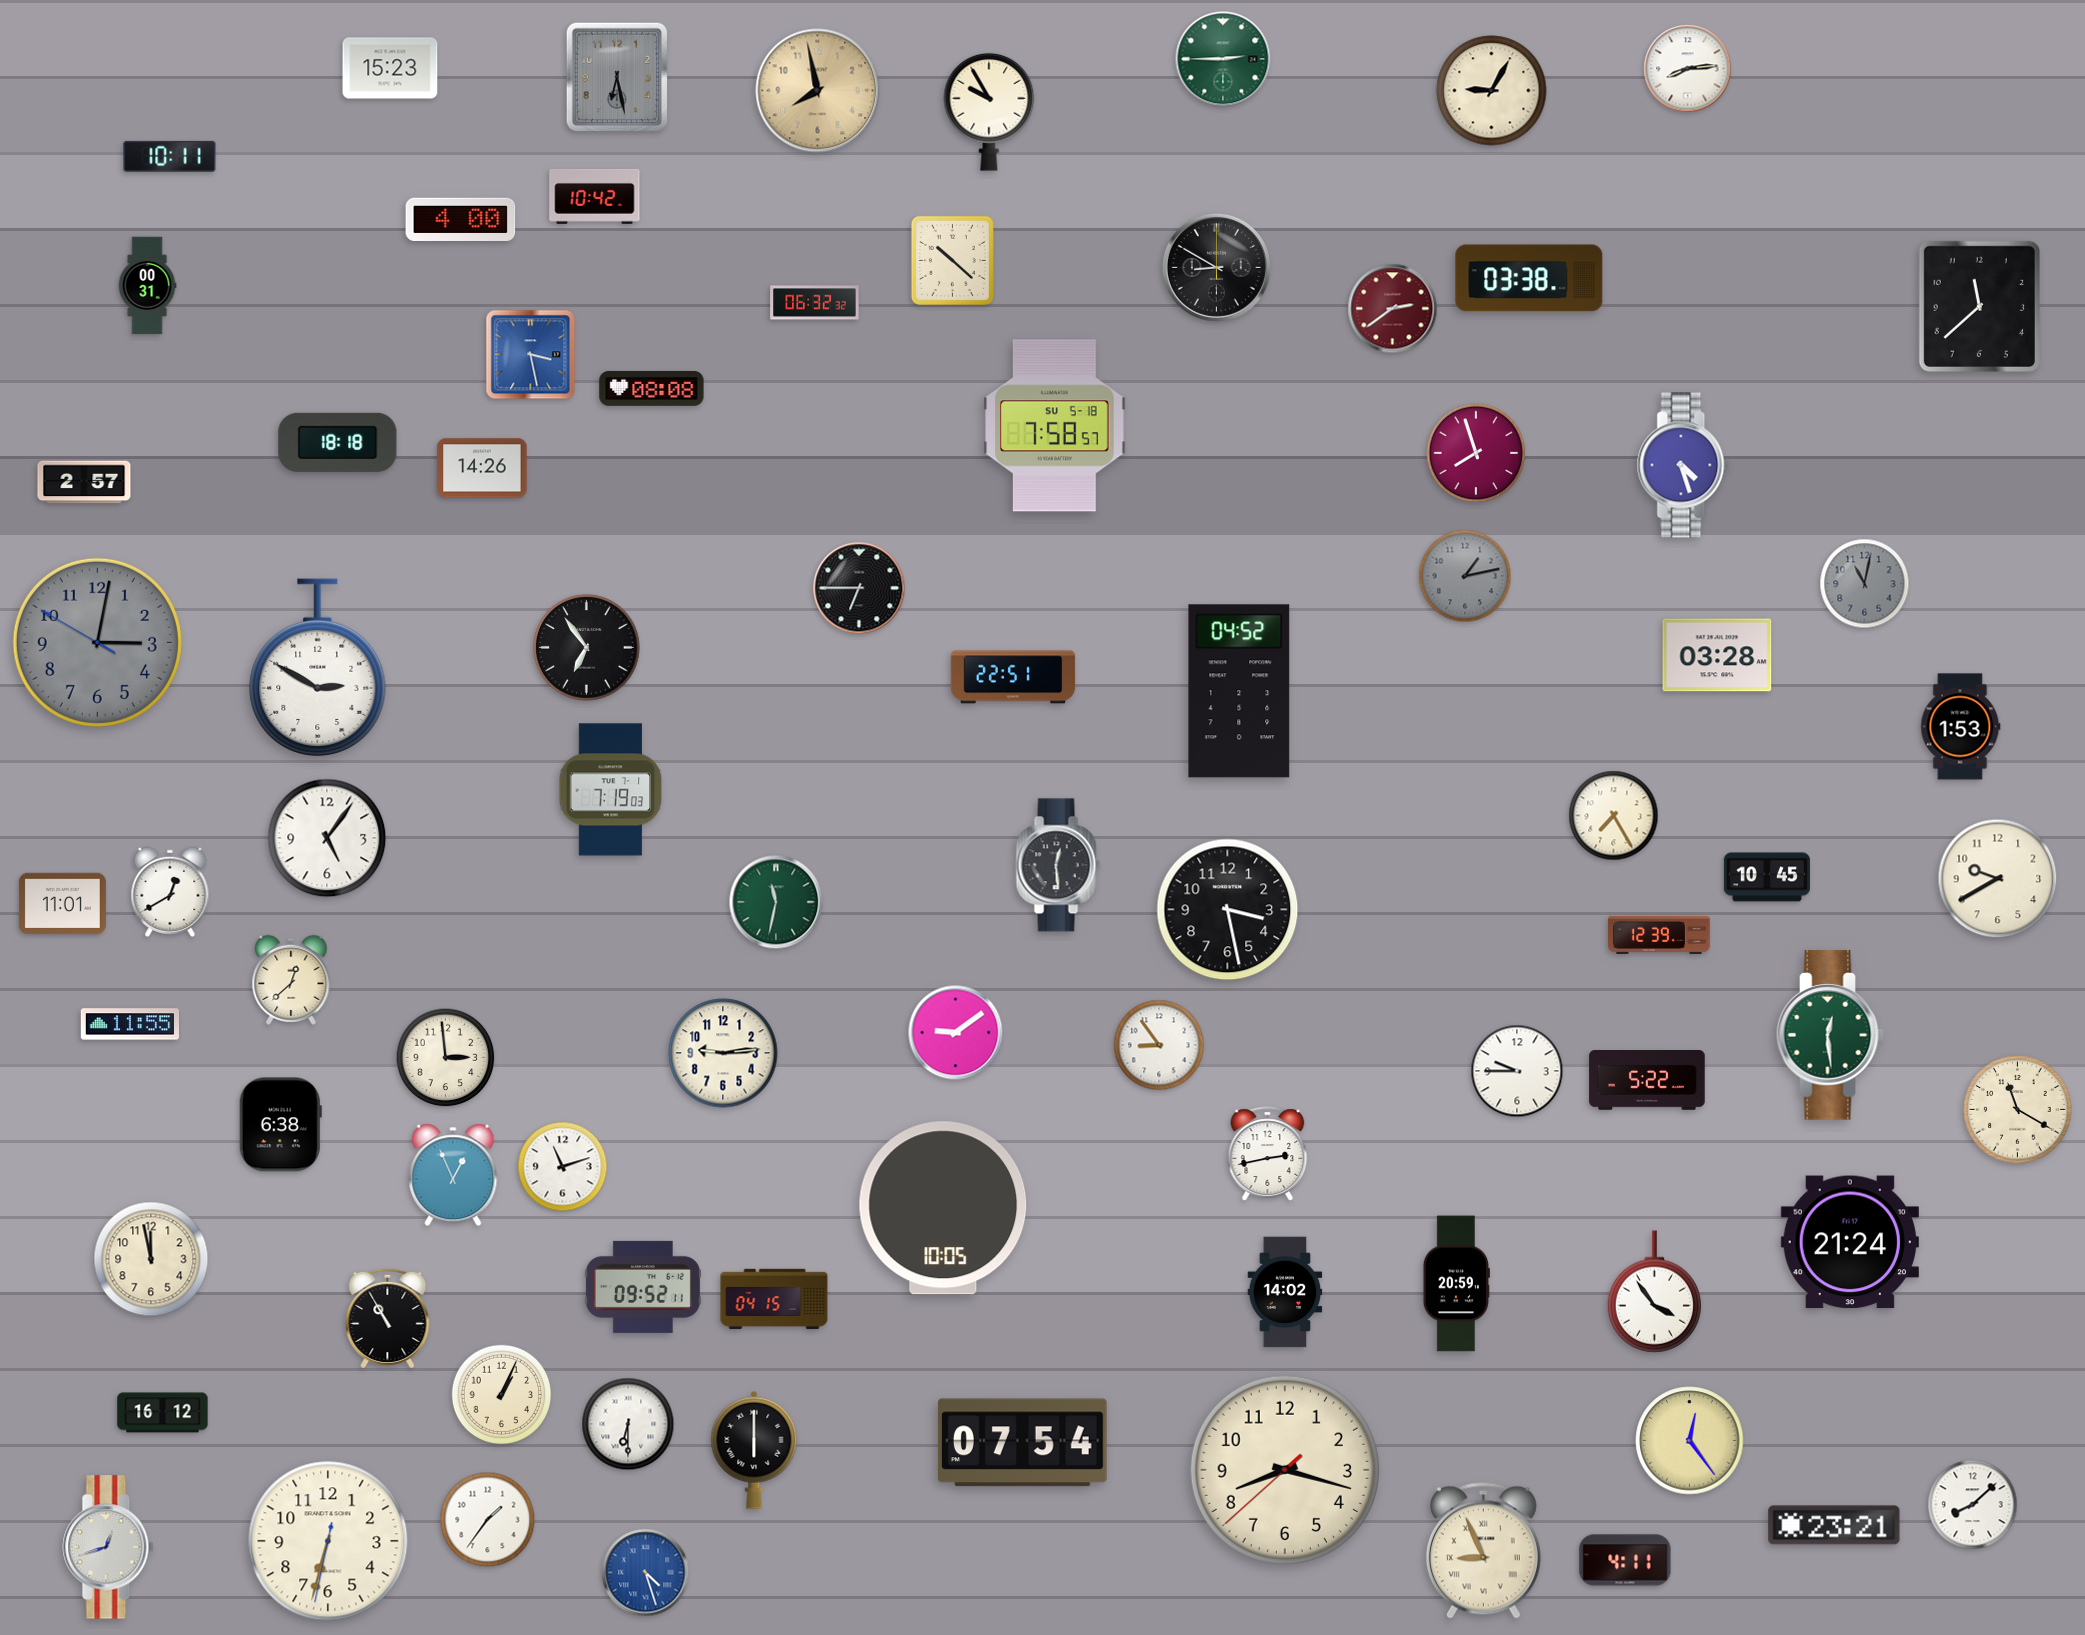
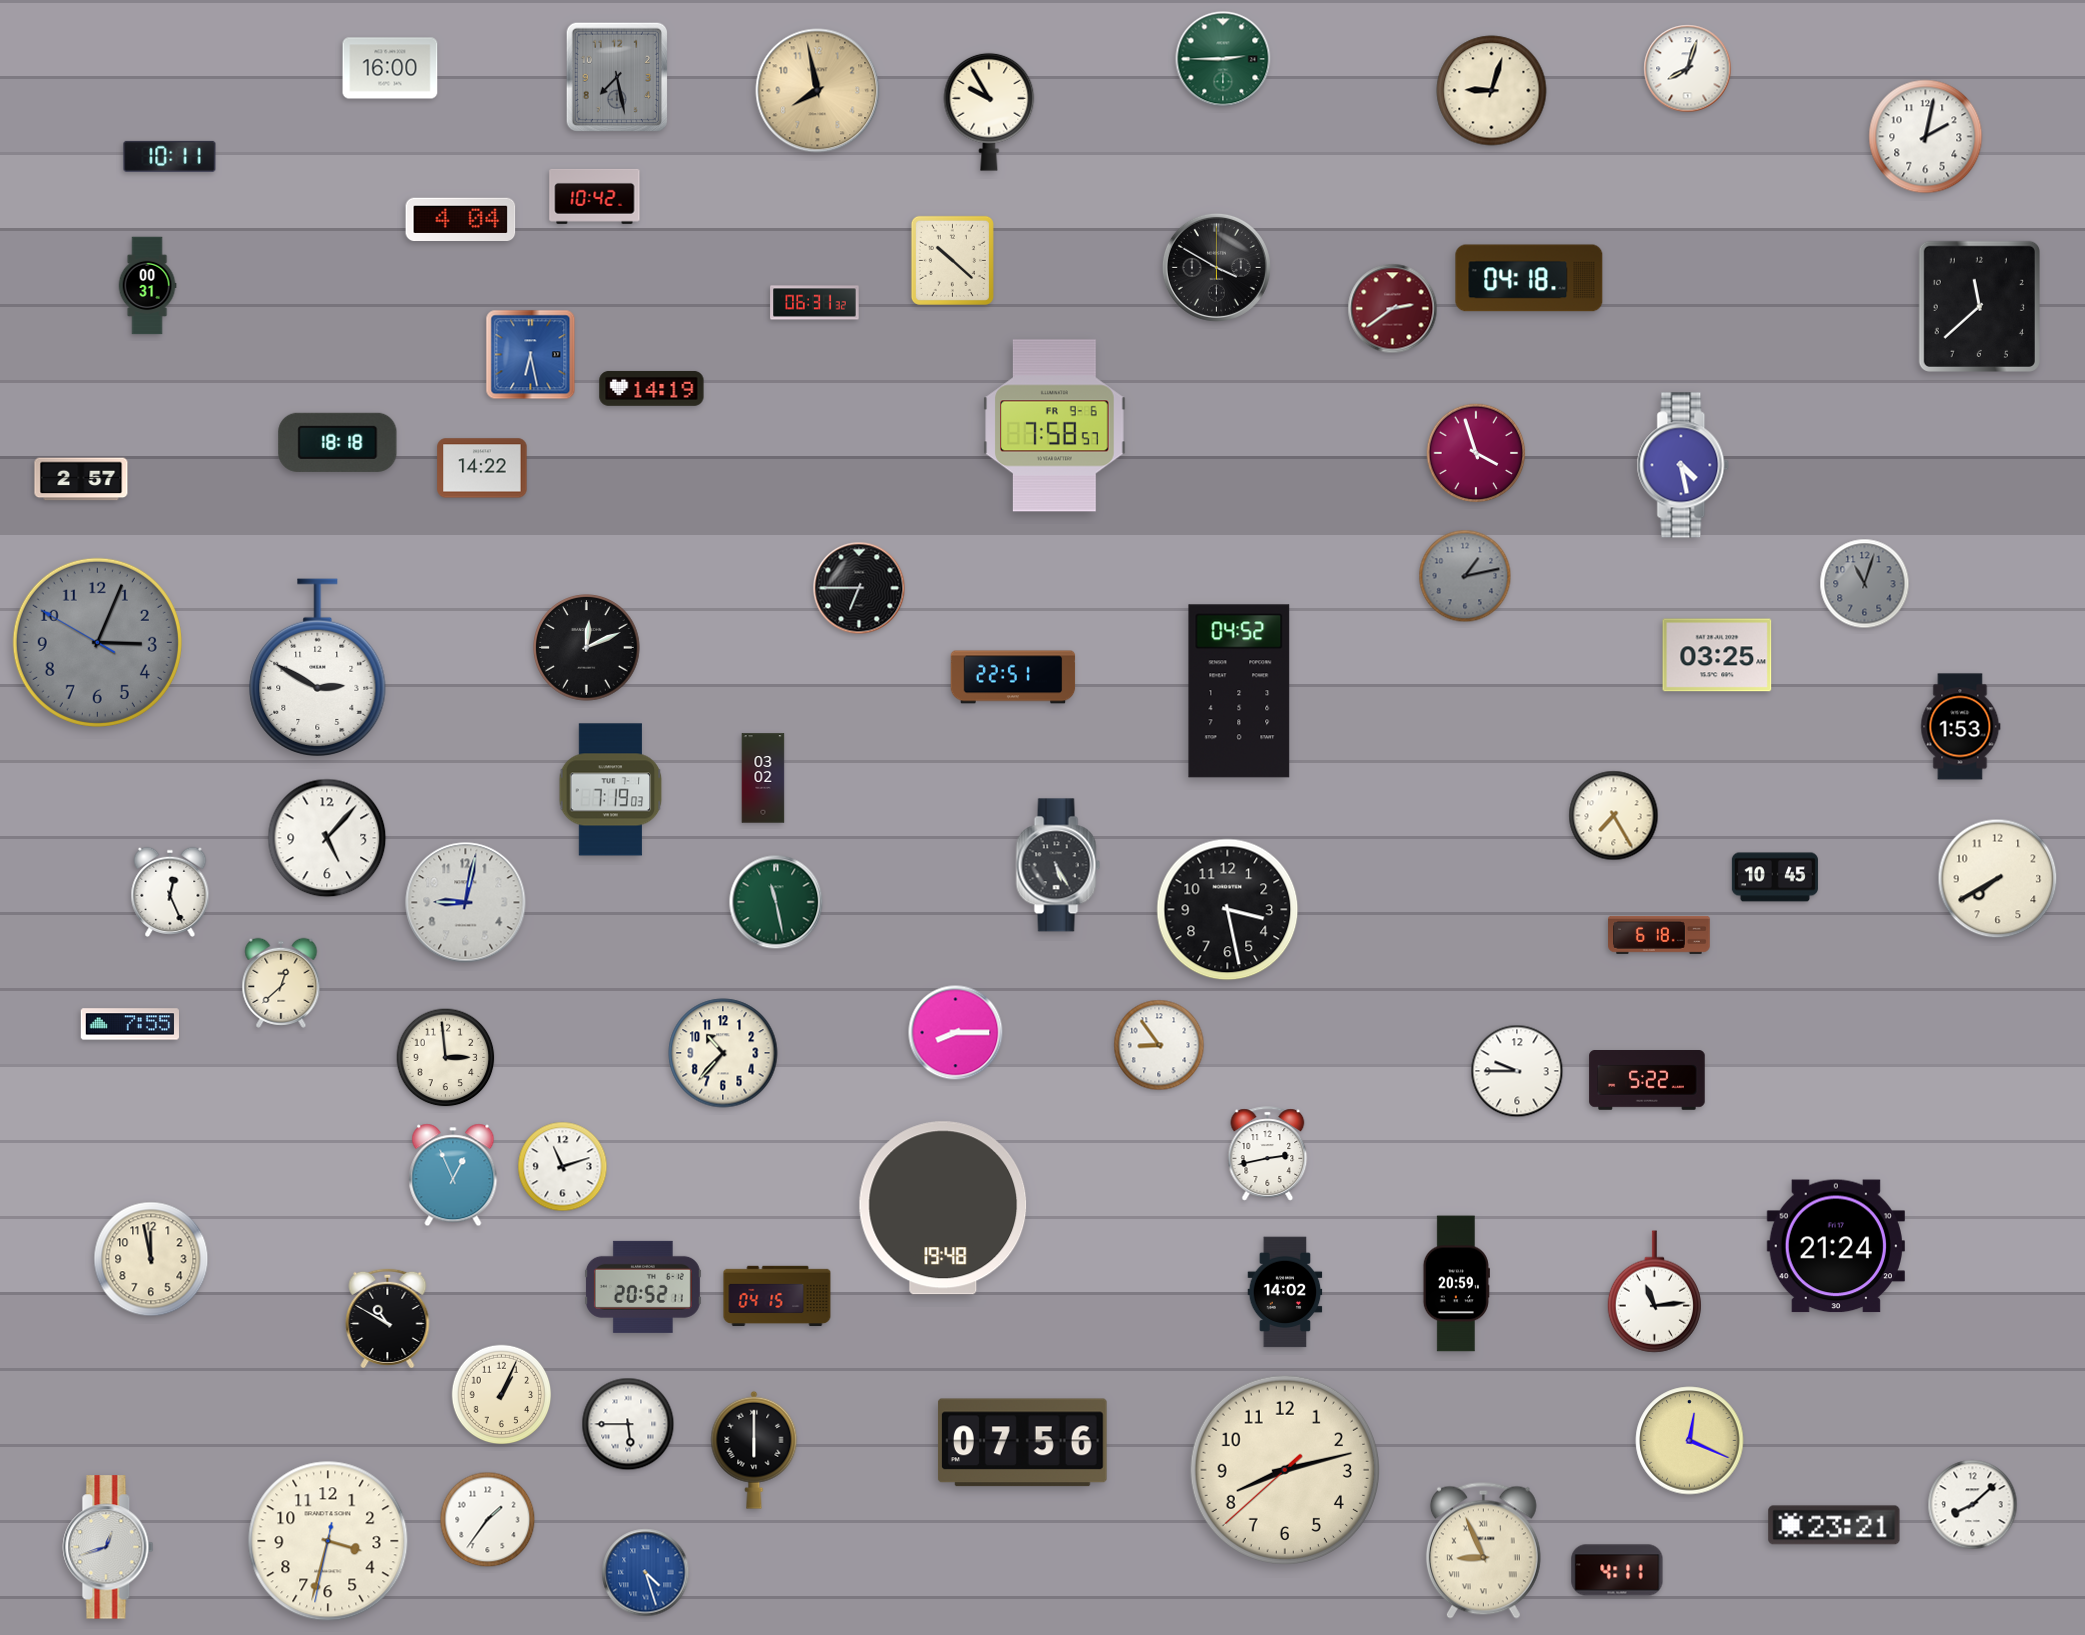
clock at (390, 68): 15:23 -> 16:00
clock at (1688, 69): 8:14 -> 8:03
clock at (616, 77): 6:28 -> 7:28
clock at (1492, 91): 9:05 -> 9:03
clock at (1926, 137): none -> 2:02
clock at (461, 219): 4:00 -> 4:04
clock at (1216, 267): 8:50 -> 3:50
clock at (1529, 278): 03:38 -> 04:18
clock at (815, 303): 06:32 -> 06:31
clock at (531, 355): 3:28 -> 6:28
clock at (652, 389): 08:08 -> 14:19
clock at (1055, 426) date: SU 5-18 -> FR 9-6
clock at (1476, 453): 7:57 -> 3:57
clock at (1683, 465): 4:27 -> 4:28
clock at (482, 468): 14:26 -> 14:22
clock at (84, 482) position: (84, 482) -> (81, 479)
clock at (1865, 584): 11:02 -> 11:03
clock at (97, 642): 3:01 -> 3:03
clock at (587, 648): 6:54 -> 12:11
clock at (1717, 655): 03:28 -> 03:25
clock at (763, 778): none -> 03:02
clock at (327, 838): 5:06 -> 5:07
clock at (1058, 865): 12:29 -> 5:25
clock at (1767, 877) position: (1767, 877) -> (1775, 877)
clock at (1998, 879): 9:40 -> 7:40
clock at (170, 892): 12:40 -> 12:26
clock at (776, 902): 11:32 -> 11:28
clock at (466, 903): none -> 9:02
clock at (62, 904): 11:01 -> none
clock at (1659, 935): 12:39 -> 6:18
clock at (291, 980) position: (291, 980) -> (281, 983)
clock at (130, 1024): 11:55 -> 7:55
clock at (956, 1033): 9:09 -> 8:15
clock at (1830, 1035): 12:29 -> none
clock at (723, 1053): 9:14 -> 10:37
clock at (2018, 1110): 11:20 -> none
clock at (280, 1125): 6:38 -> none
clock at (943, 1208): 10:05 -> 19:48
clock at (1850, 1242) position: (1850, 1242) -> (1836, 1246)
clock at (643, 1287): 09:52 -> 20:52
clock at (1654, 1292): 3:54 -> 11:14
clock at (774, 1299) position: (774, 1299) -> (777, 1296)
clock at (388, 1317): 10:55 -> 10:50
clock at (163, 1413): 16:12 -> none
clock at (628, 1424): 6:30 -> 5:45
clock at (1690, 1441): 12:24 -> 12:19
clock at (1022, 1443): 07:54 -> 07:56
clock at (1284, 1469): 8:17 -> 8:12
clock at (328, 1541): 6:32 -> 3:32
clock at (1625, 1560) position: (1625, 1560) -> (1617, 1570)
